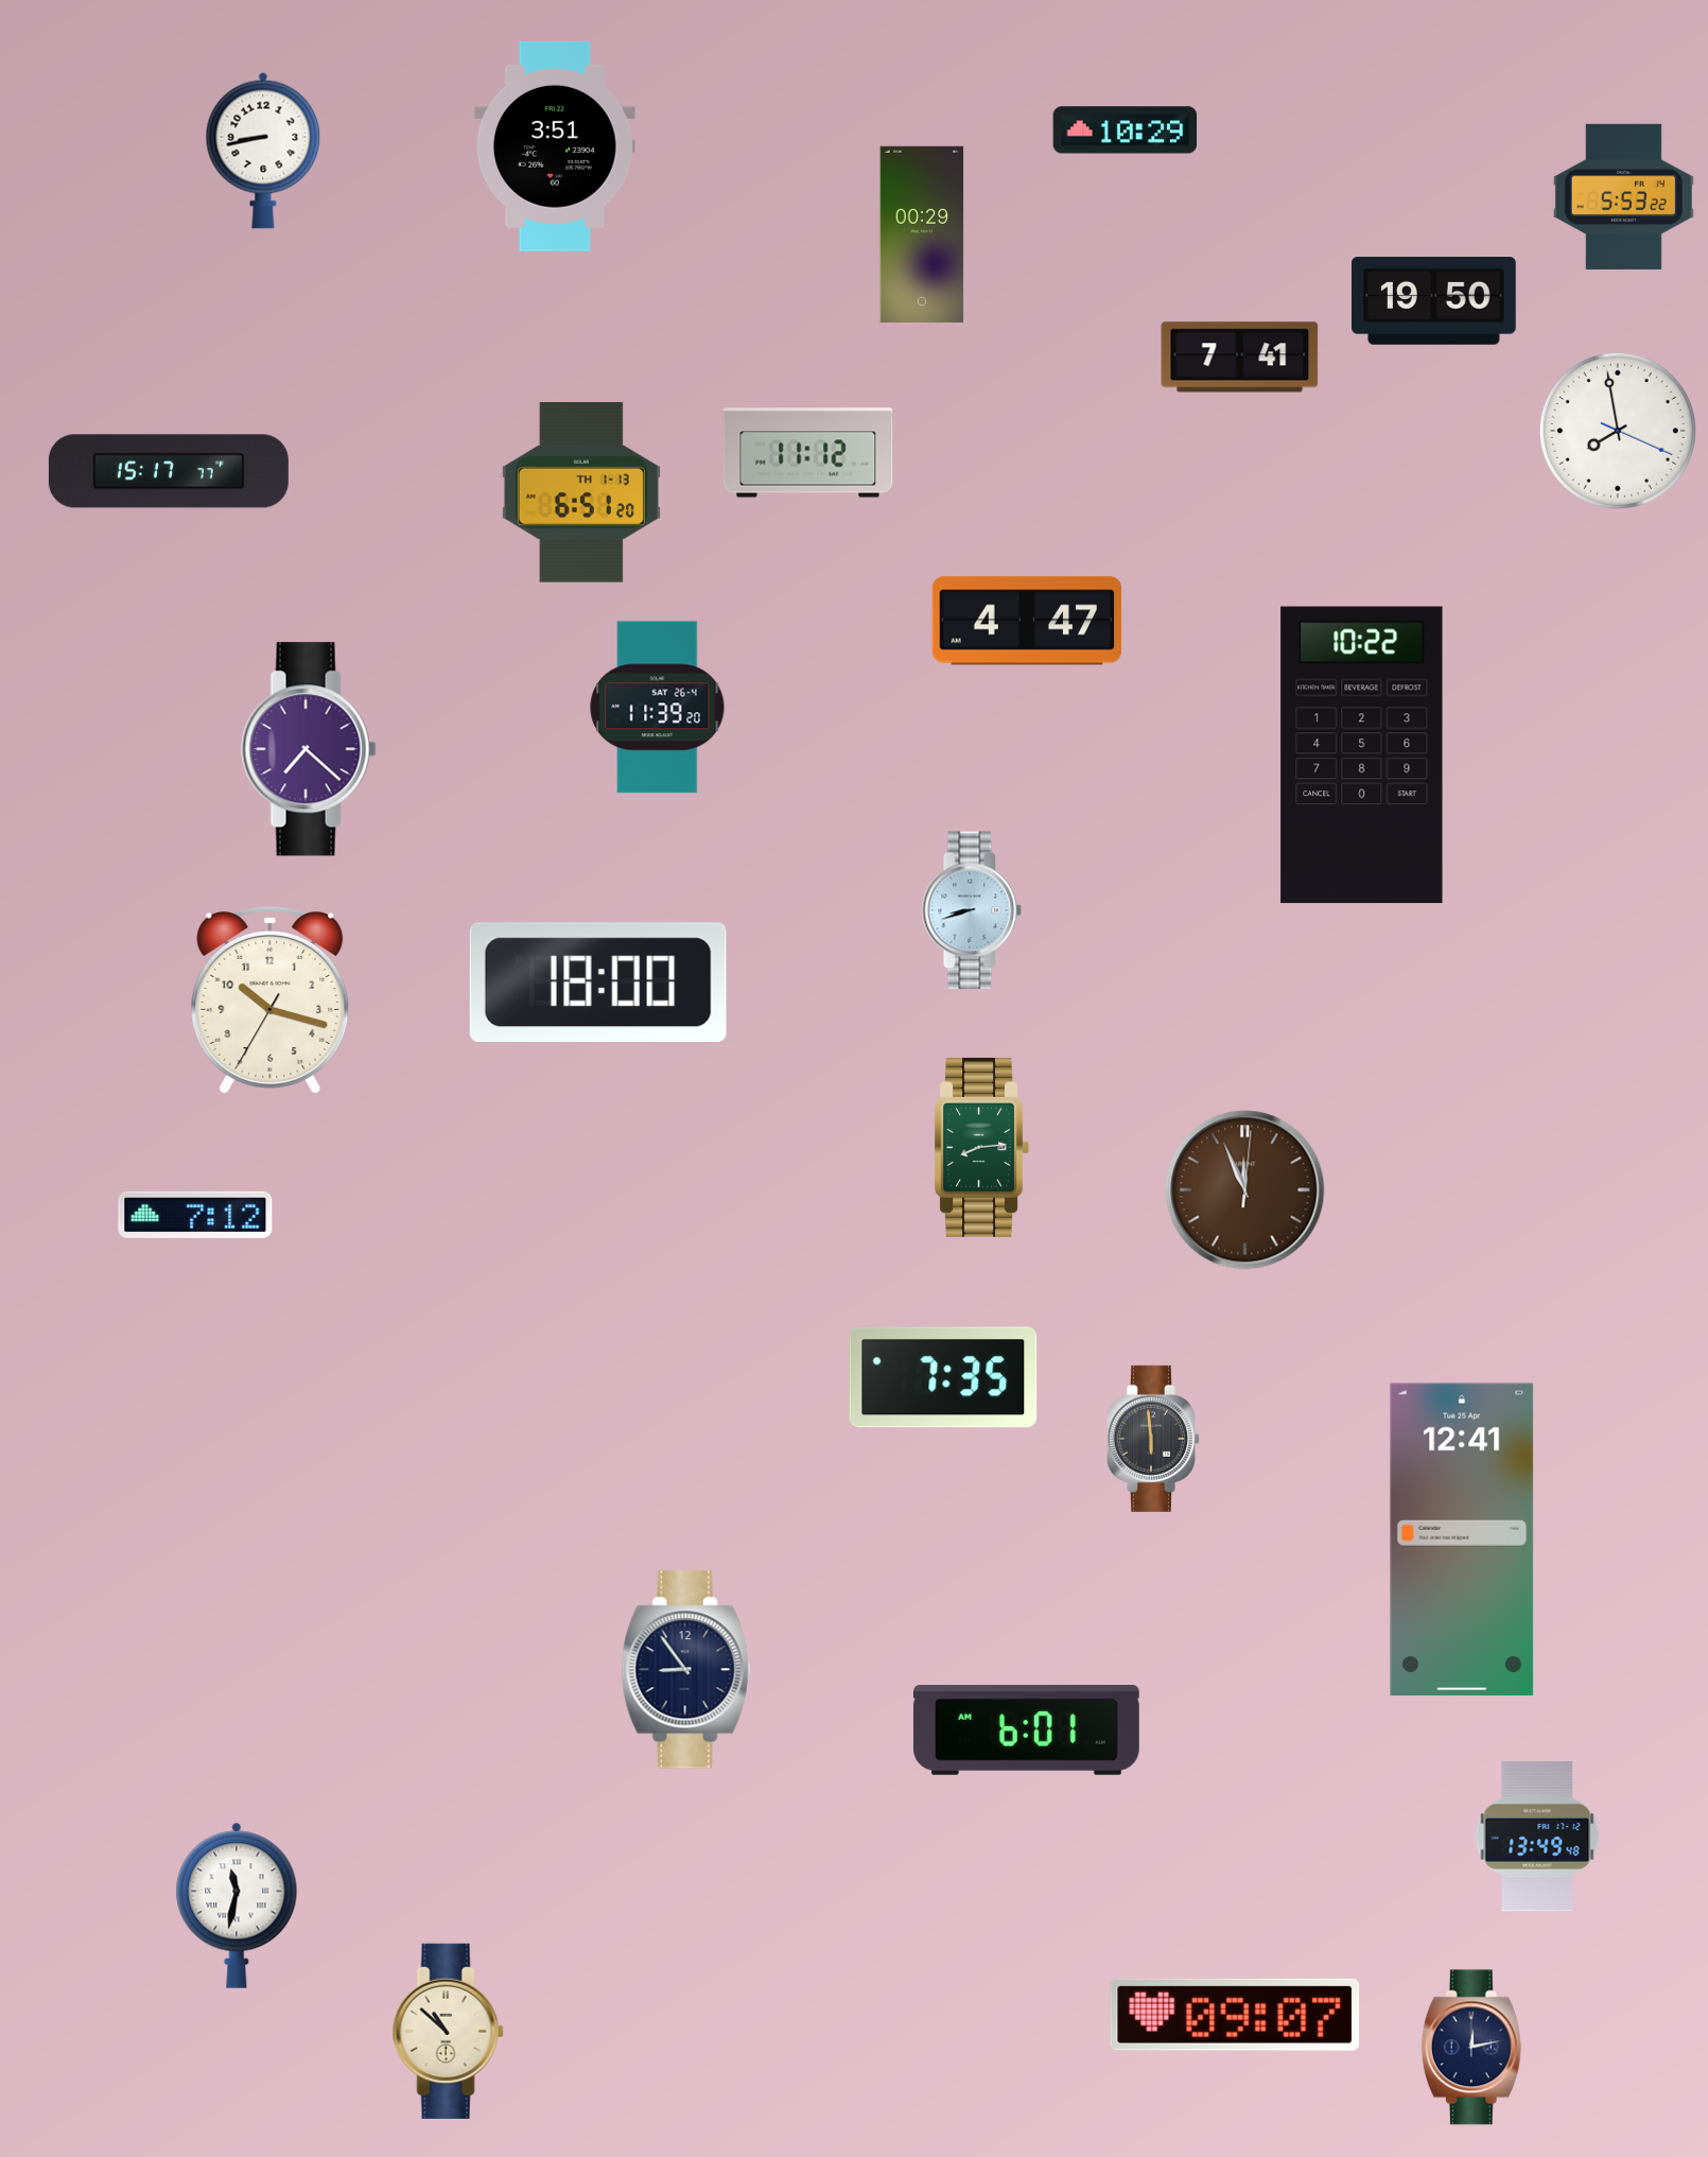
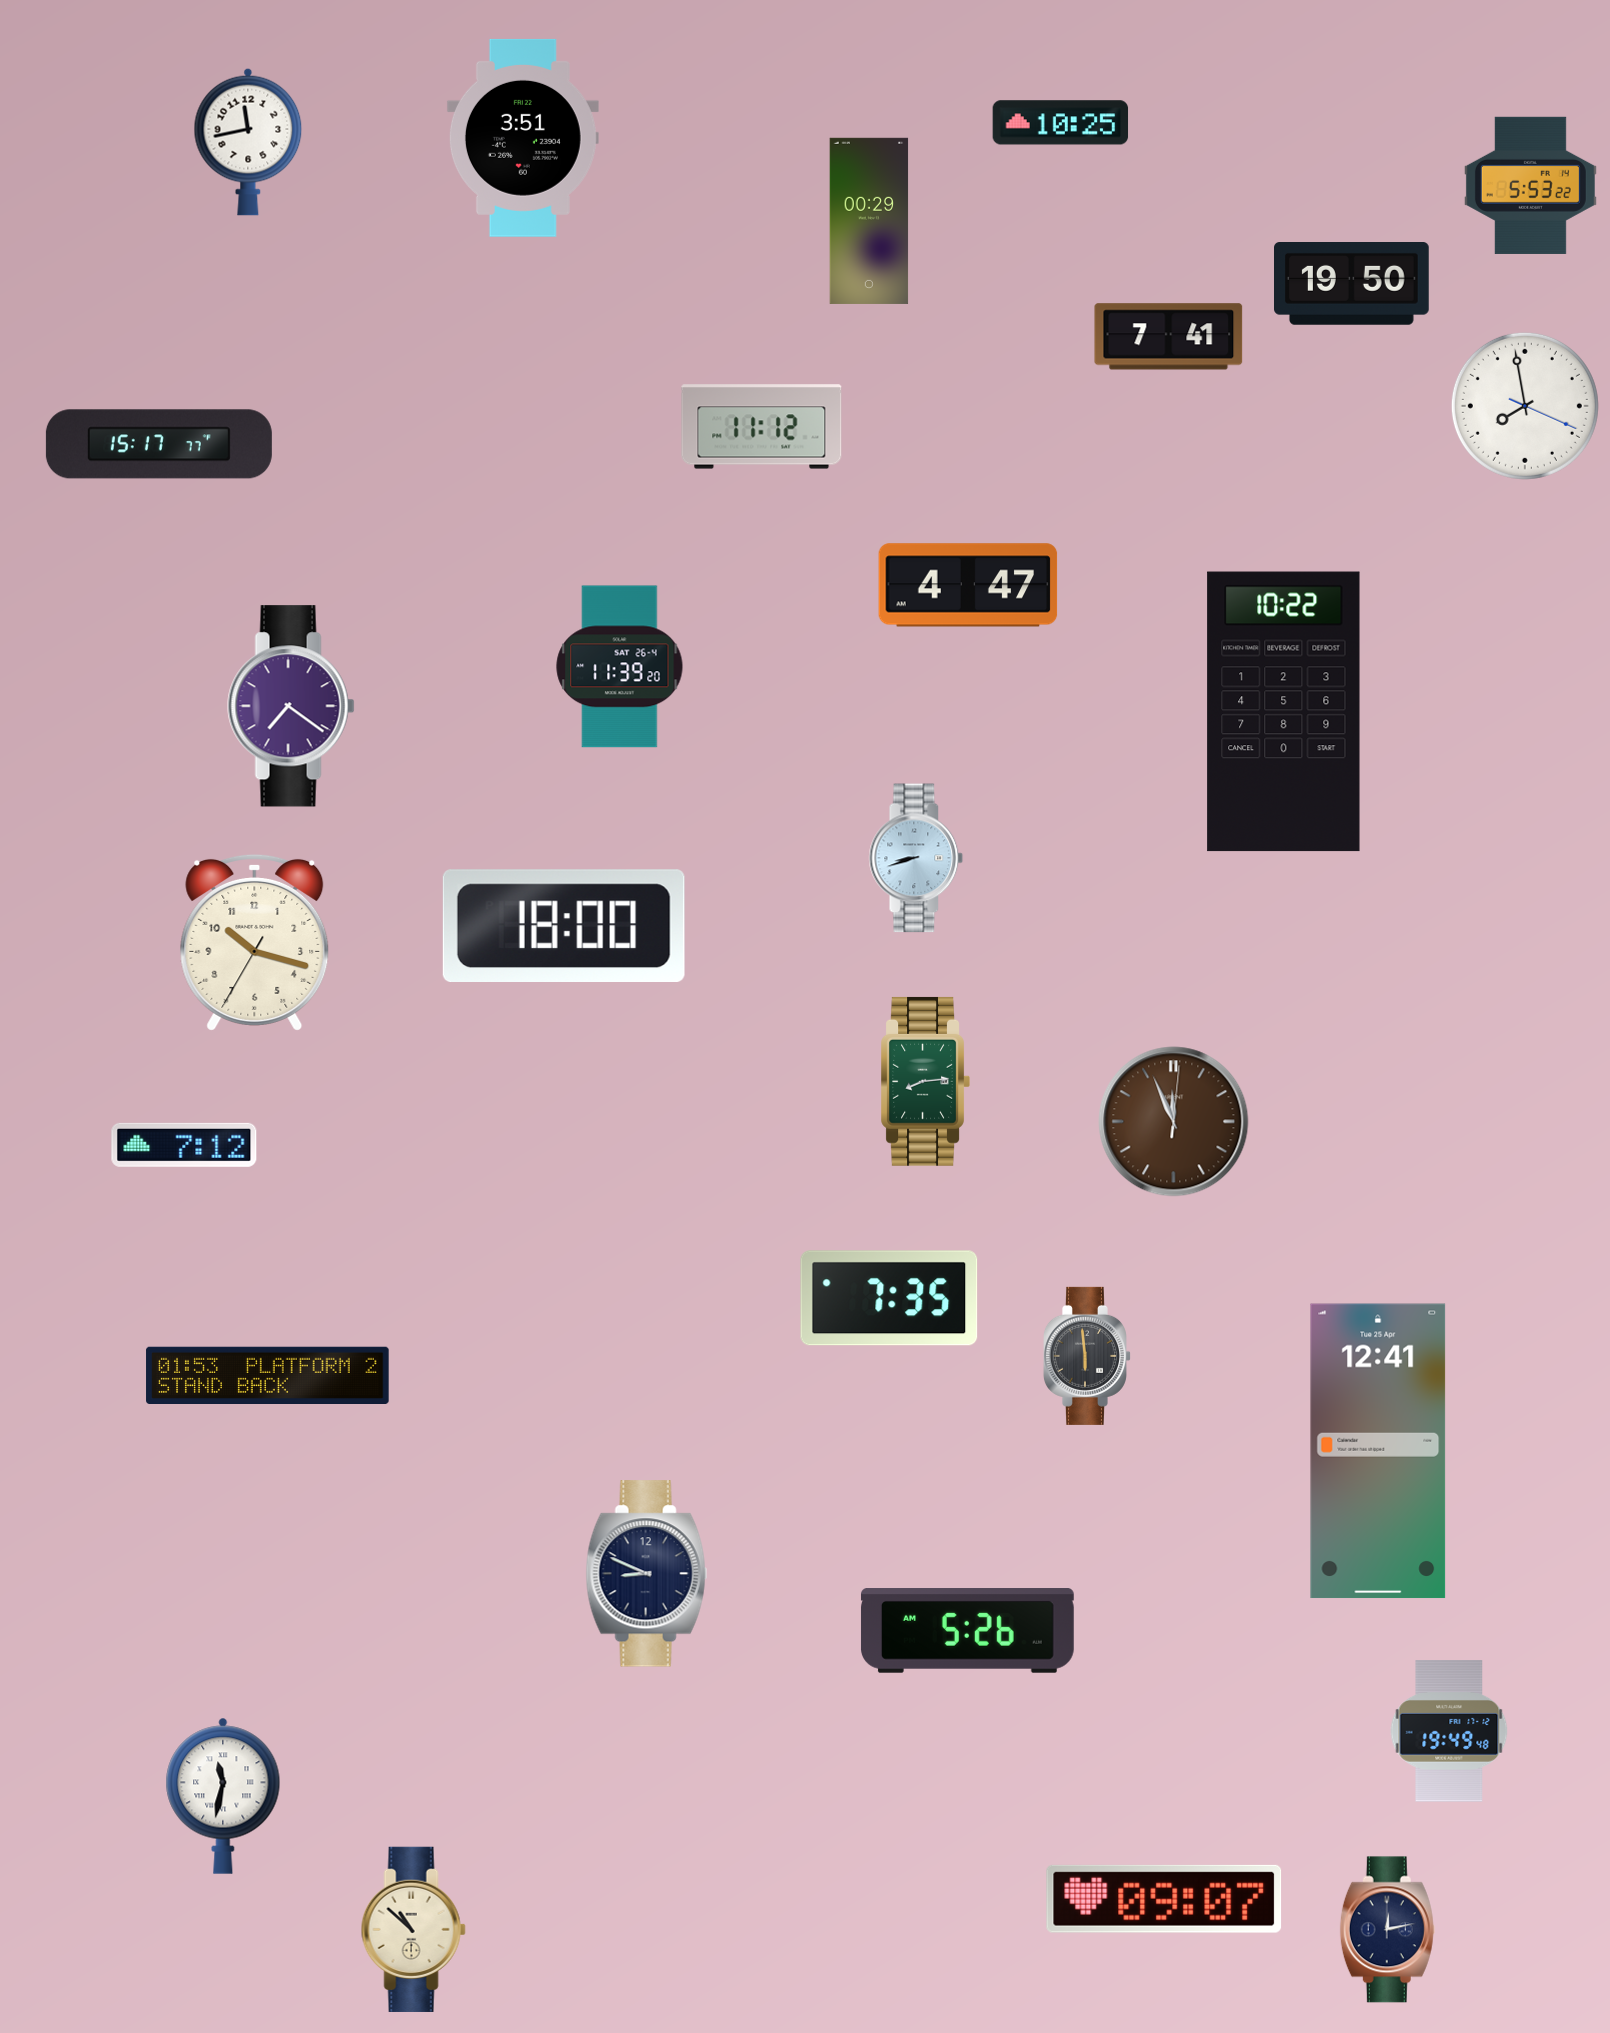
clock at (1126, 131): 10:29 -> 10:25
clock at (263, 151): 8:43 -> 11:43
clock at (581, 493): 6:51 -> none
clock at (309, 749): 7:22 -> 7:21
clock at (268, 1375): none -> 01:53
clock at (686, 1670): 8:54 -> 8:49
clock at (1026, 1730): 6:01 -> 5:26
clock at (1537, 1837): 13:49 -> 19:49
clock at (448, 2031) position: (448, 2031) -> (413, 1929)
